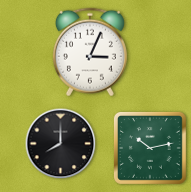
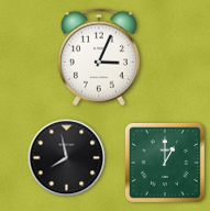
clock at (61, 144): 8:00 -> 7:58
clock at (151, 149): 10:13 -> 1:00
